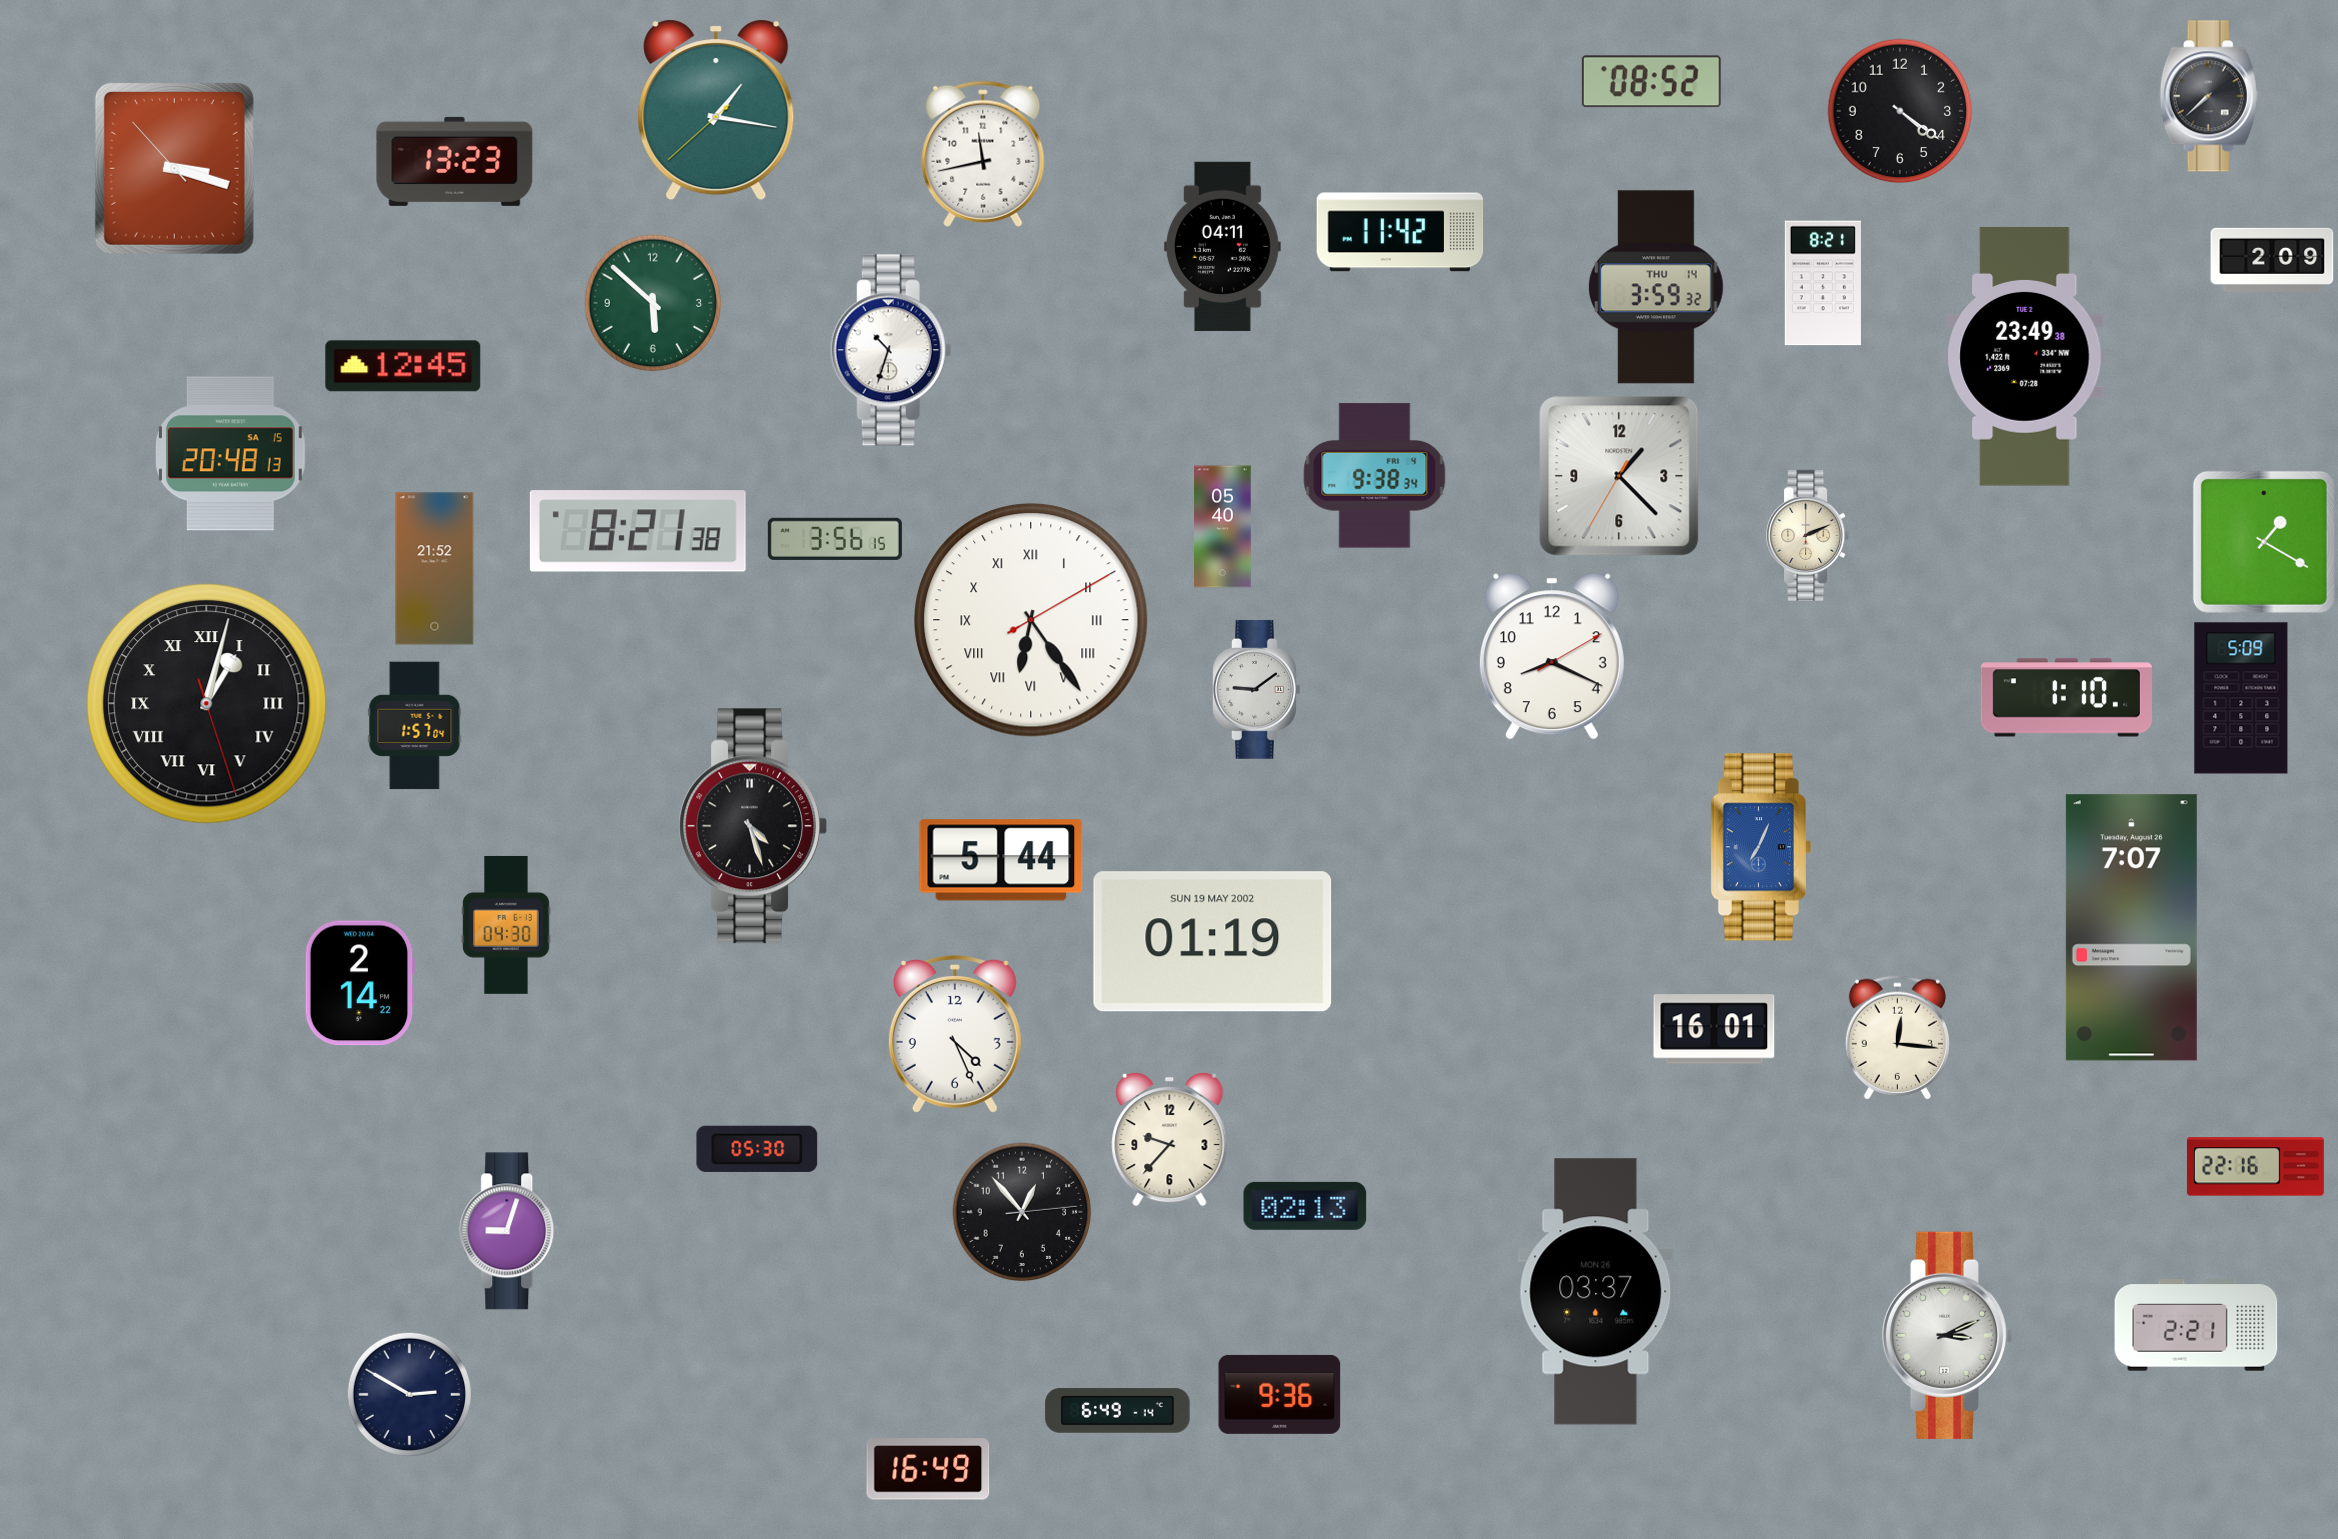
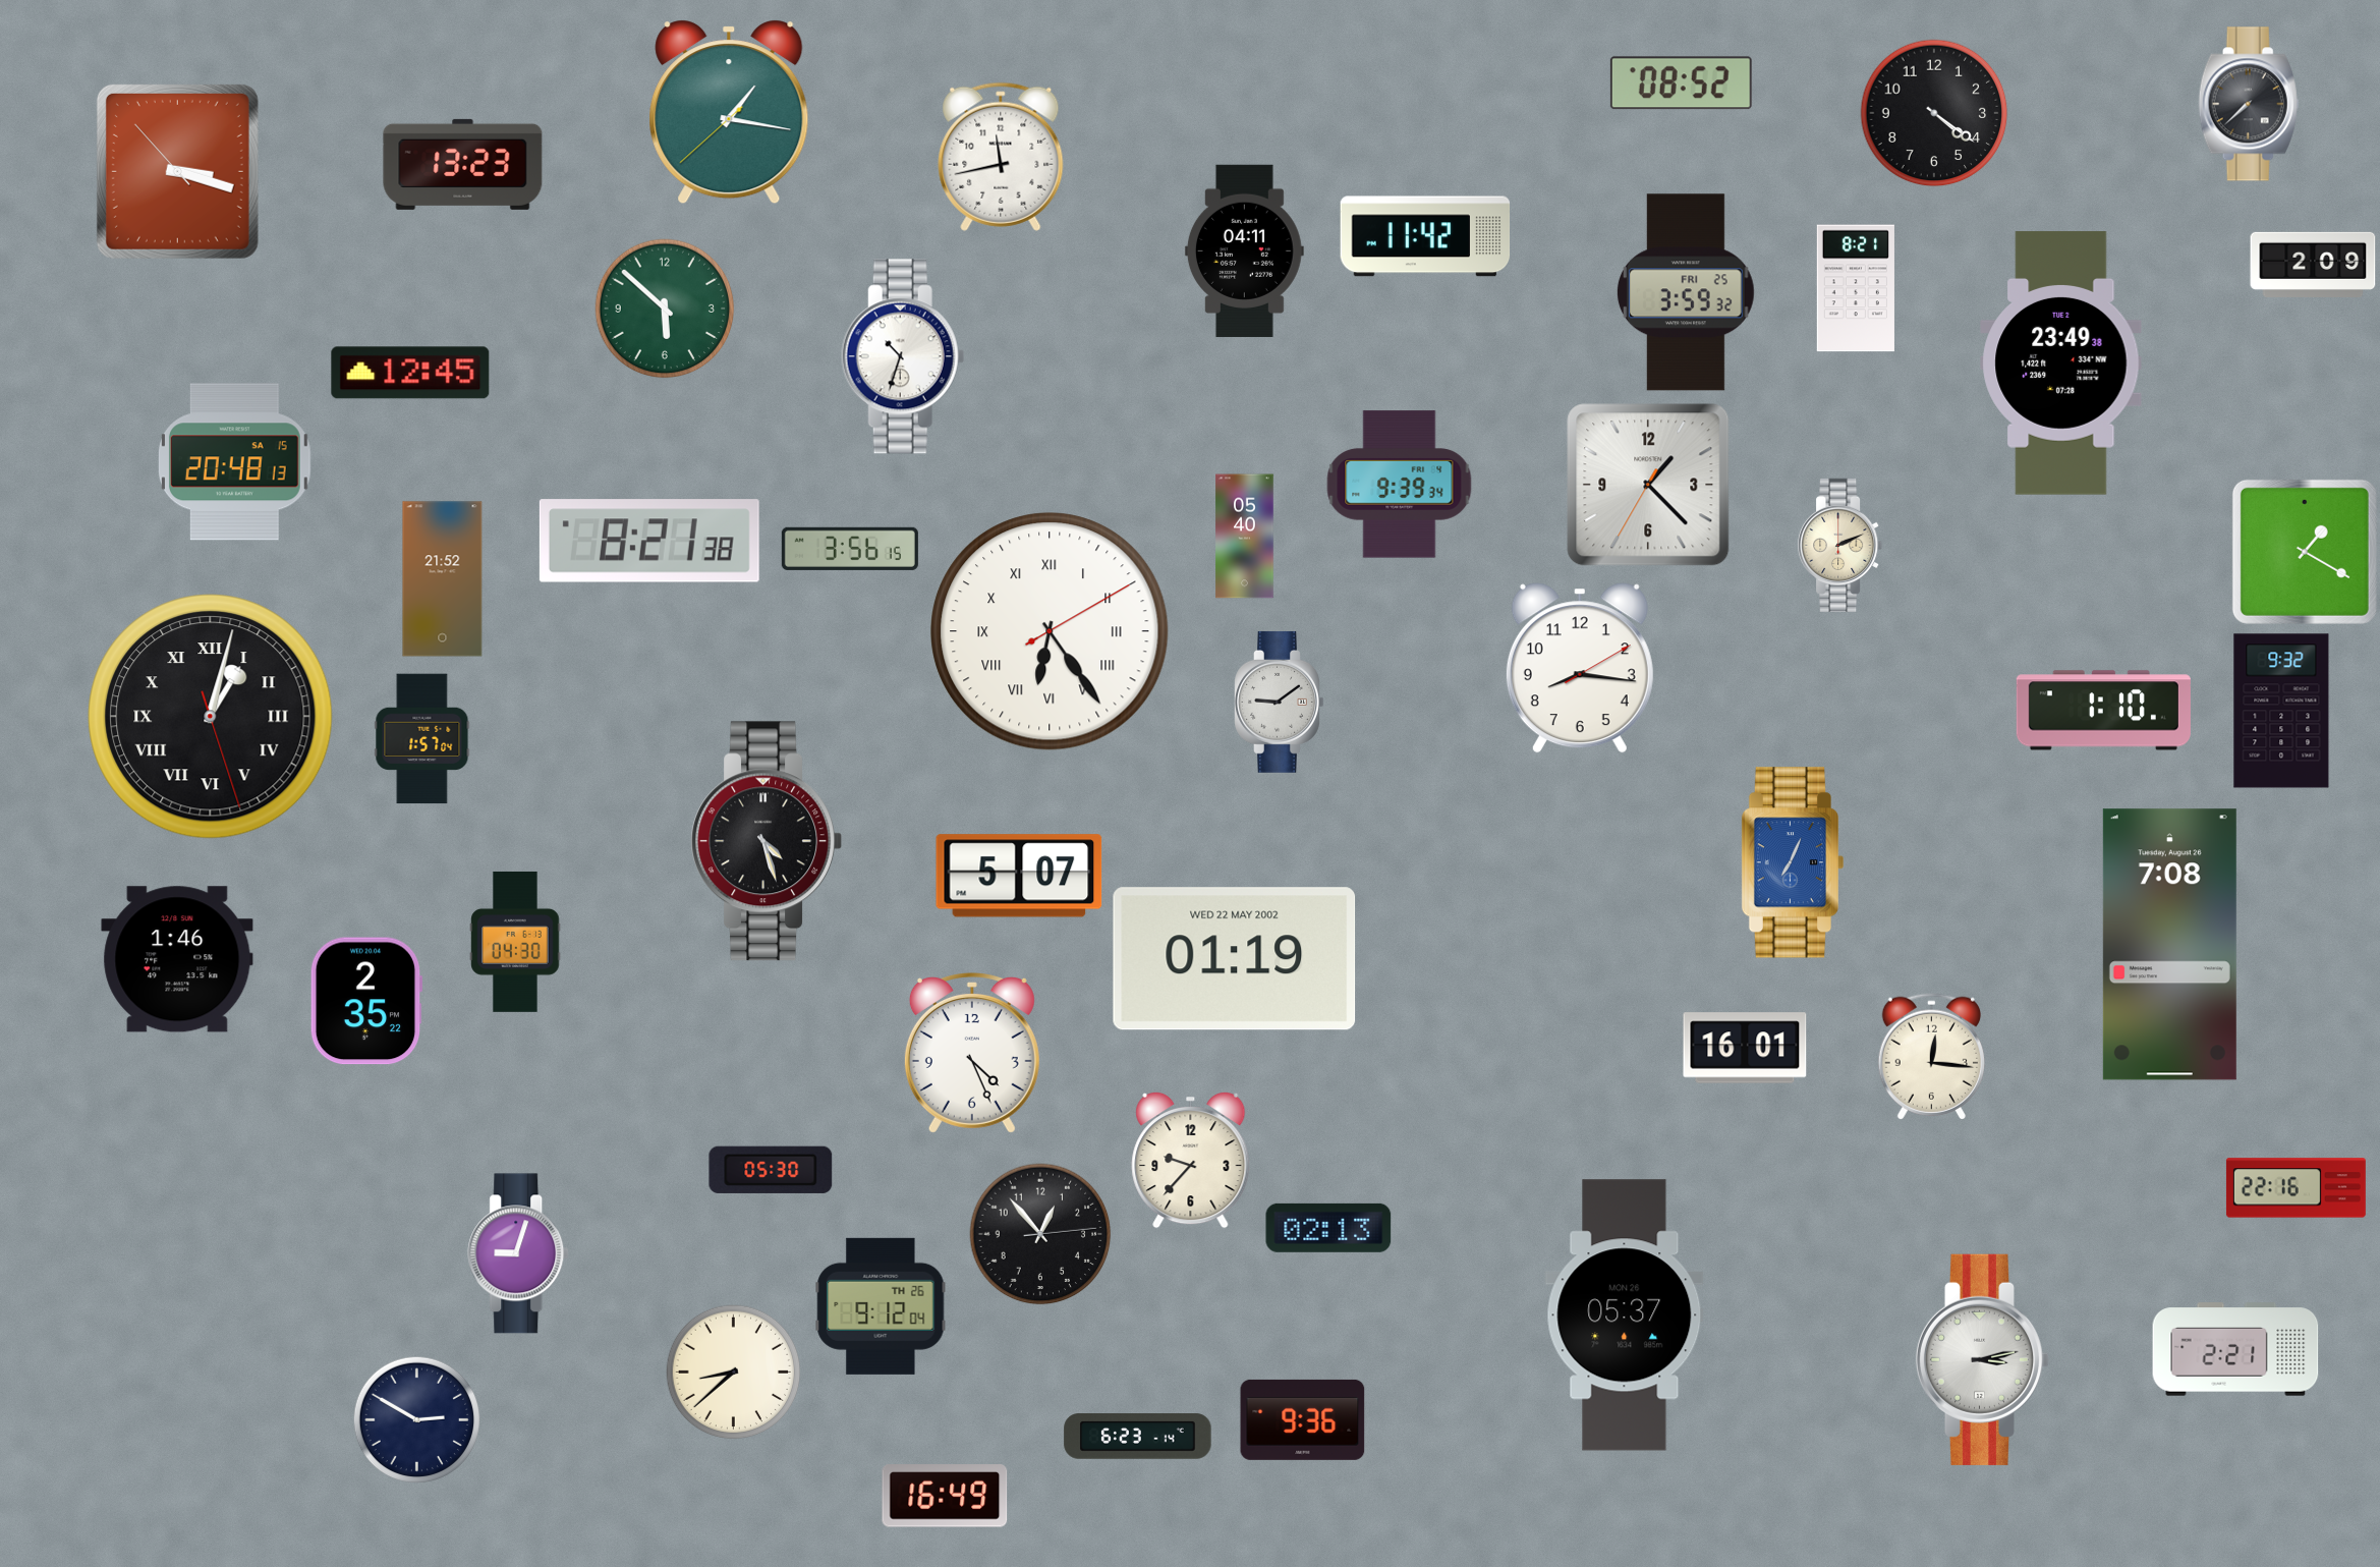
clock at (2209, 96) position: (2209, 96) -> (2249, 104)
clock at (1656, 287) date: THU 14 -> FRI 25
clock at (891, 350) position: (891, 350) -> (903, 356)
clock at (1375, 476): 9:38 -> 9:39
clock at (1552, 656): 8:19 -> 8:16
clock at (2241, 698): 5:09 -> 9:32
clock at (1001, 860): 5:44 -> 5:07
clock at (2131, 928): 7:07 -> 7:08
clock at (177, 959): none -> 1:46
clock at (1213, 942) date: SUN 19 MAY 2002 -> WED 22 MAY 2002
clock at (360, 983): 2:14 -> 2:35
clock at (881, 1306): none -> 9:12
clock at (1596, 1292): 03:37 -> 05:37
clock at (1948, 1335): 3:11 -> 3:13
clock at (734, 1373): none -> 8:38
clock at (1118, 1411): 6:49 -> 6:23
